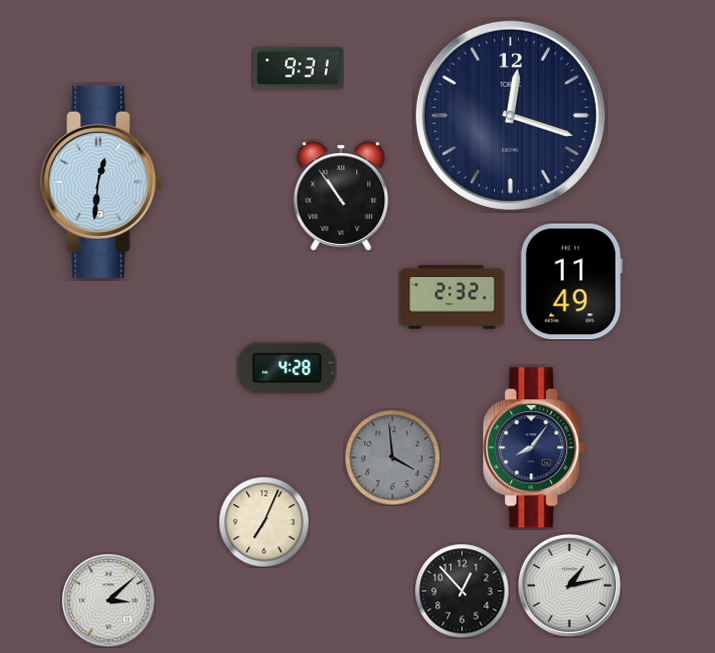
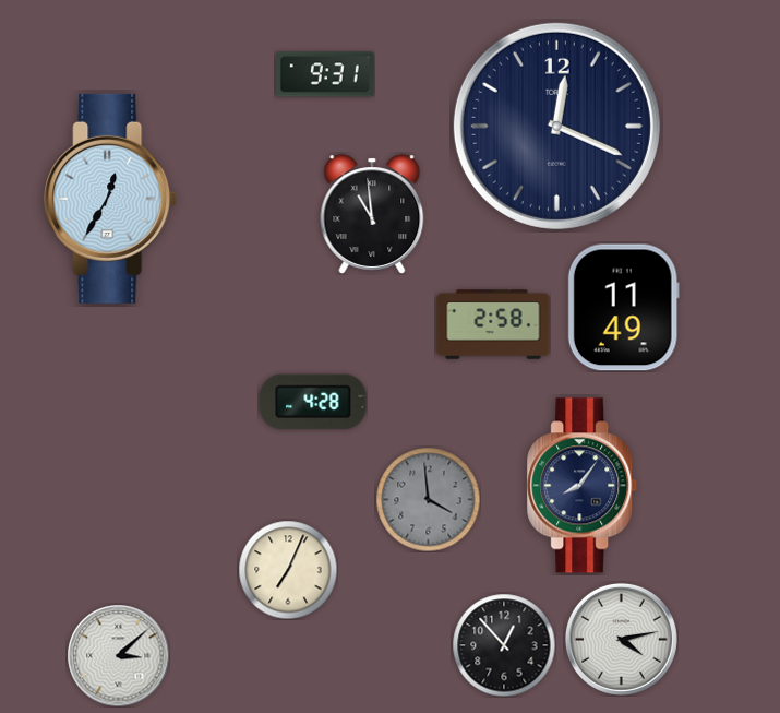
clock at (510, 115): 12:18 -> 12:19
clock at (101, 182): 12:31 -> 12:35
clock at (341, 196): 10:54 -> 10:59
clock at (452, 297): 2:32 -> 2:58
clock at (534, 448) position: (534, 448) -> (583, 486)
clock at (569, 585): 1:13 -> 4:13
